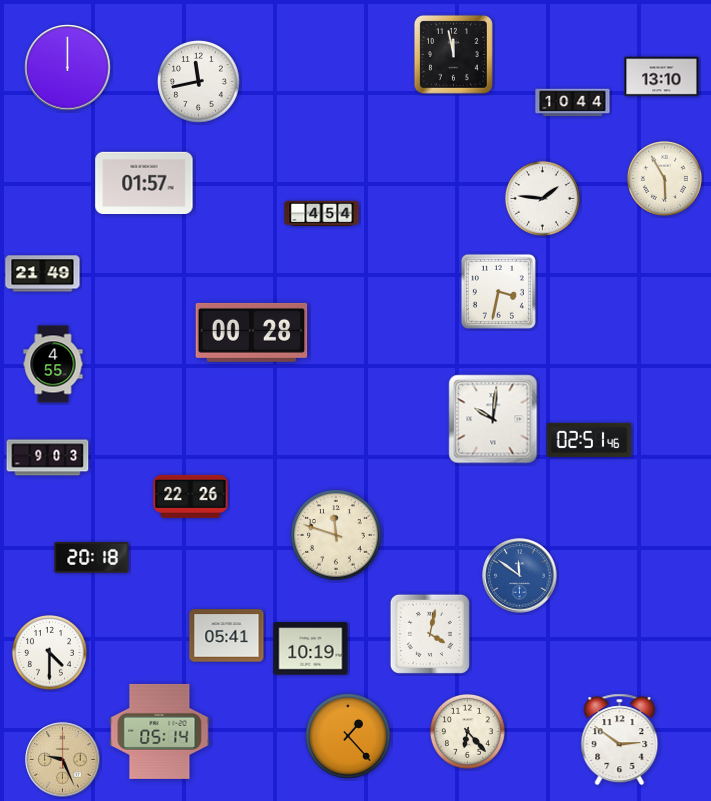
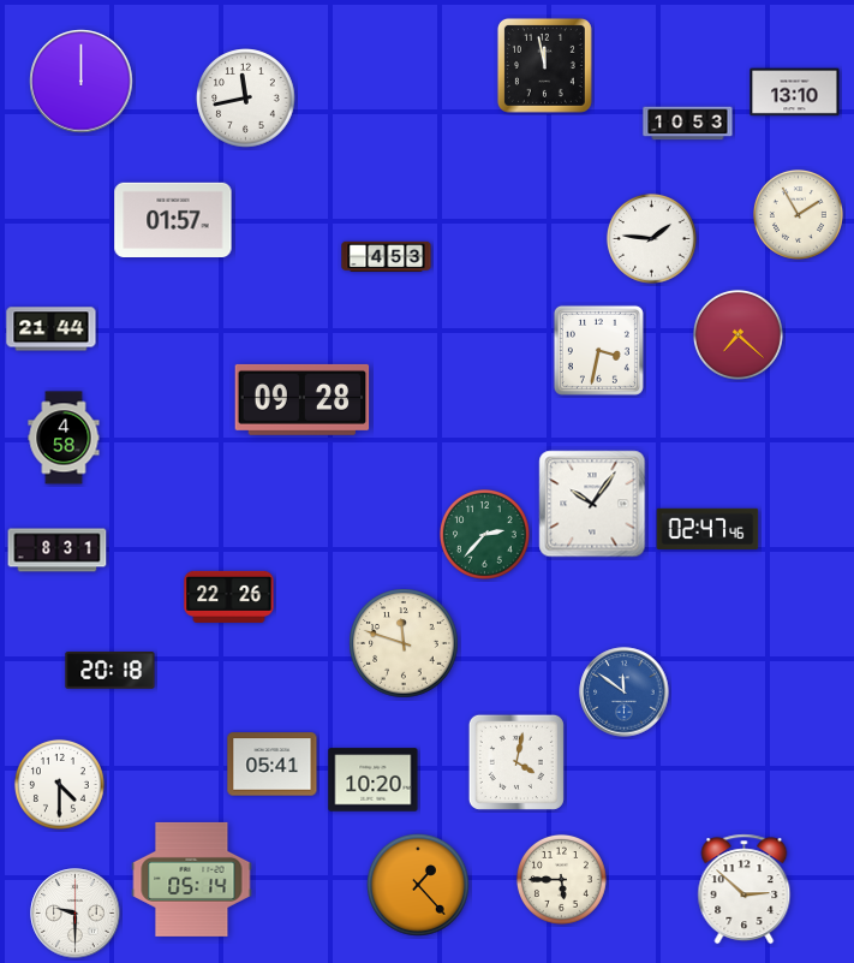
clock at (199, 82) position: (199, 82) -> (246, 99)
clock at (573, 103): 10:44 -> 10:53
clock at (664, 178): 5:55 -> 1:55
clock at (322, 213): 4:54 -> 4:53
clock at (43, 274): 21:49 -> 21:44
clock at (737, 334): none -> 7:22
clock at (252, 332): 00:28 -> 09:28
clock at (53, 364): 4:55 -> 4:58
clock at (493, 419): 10:01 -> 10:06
clock at (589, 439): 02:51 -> 02:47
clock at (484, 534): none -> 2:37
clock at (48, 458): 9:03 -> 8:31
clock at (311, 649): 10:19 -> 10:20
clock at (467, 731): 6:23 -> 5:45
clock at (620, 740): 2:51 -> 2:52
clock at (63, 760): 9:26 -> 9:30
clock at (63, 760) dial: champagne -> white
